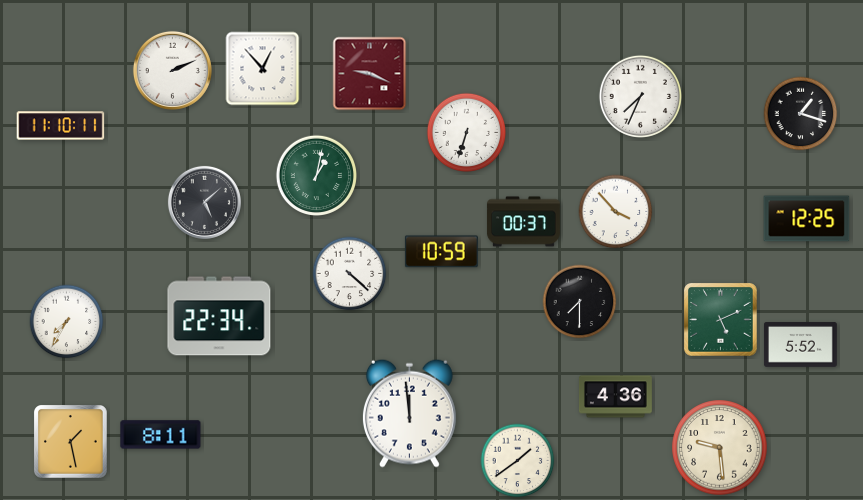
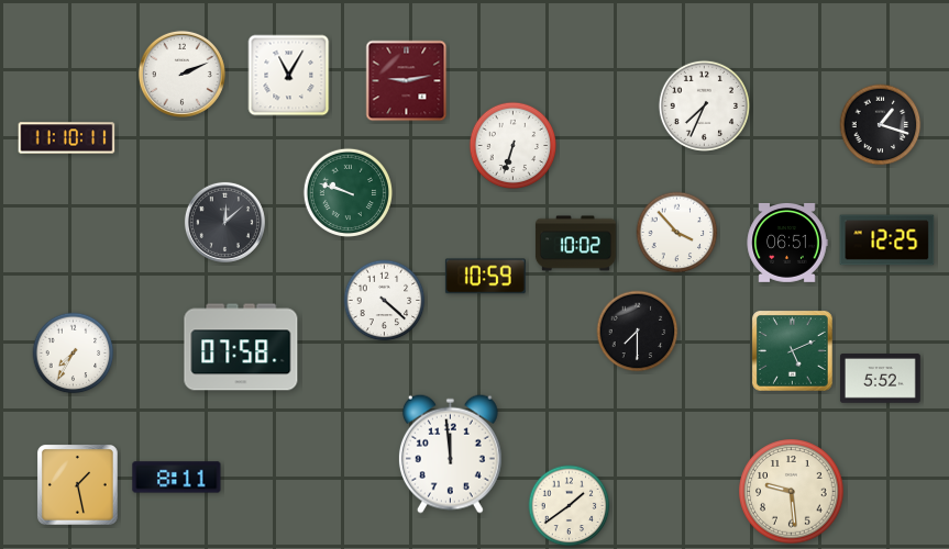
clock at (263, 69): 12:53 -> 11:05
clock at (172, 70) position: (172, 70) -> (181, 74)
clock at (370, 74): 9:19 -> 9:13
clock at (316, 175): 1:02 -> 9:48
clock at (204, 202): 5:08 -> 12:08
clock at (787, 243): none -> 06:51
clock at (523, 222): 00:37 -> 10:02
clock at (219, 316): 22:34 -> 07:58
clock at (615, 397): 4:36 -> none
